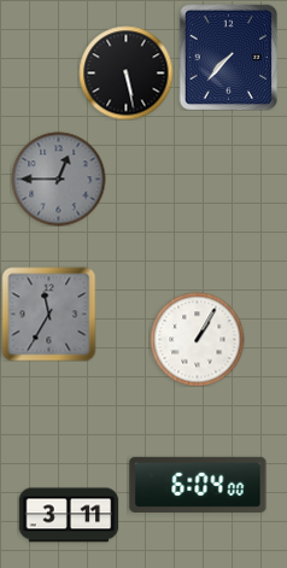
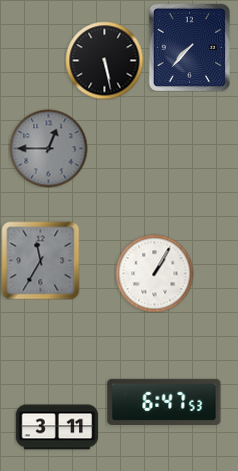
clock at (197, 339) position: (197, 339) -> (154, 273)
clock at (198, 485): 6:04 -> 6:47
